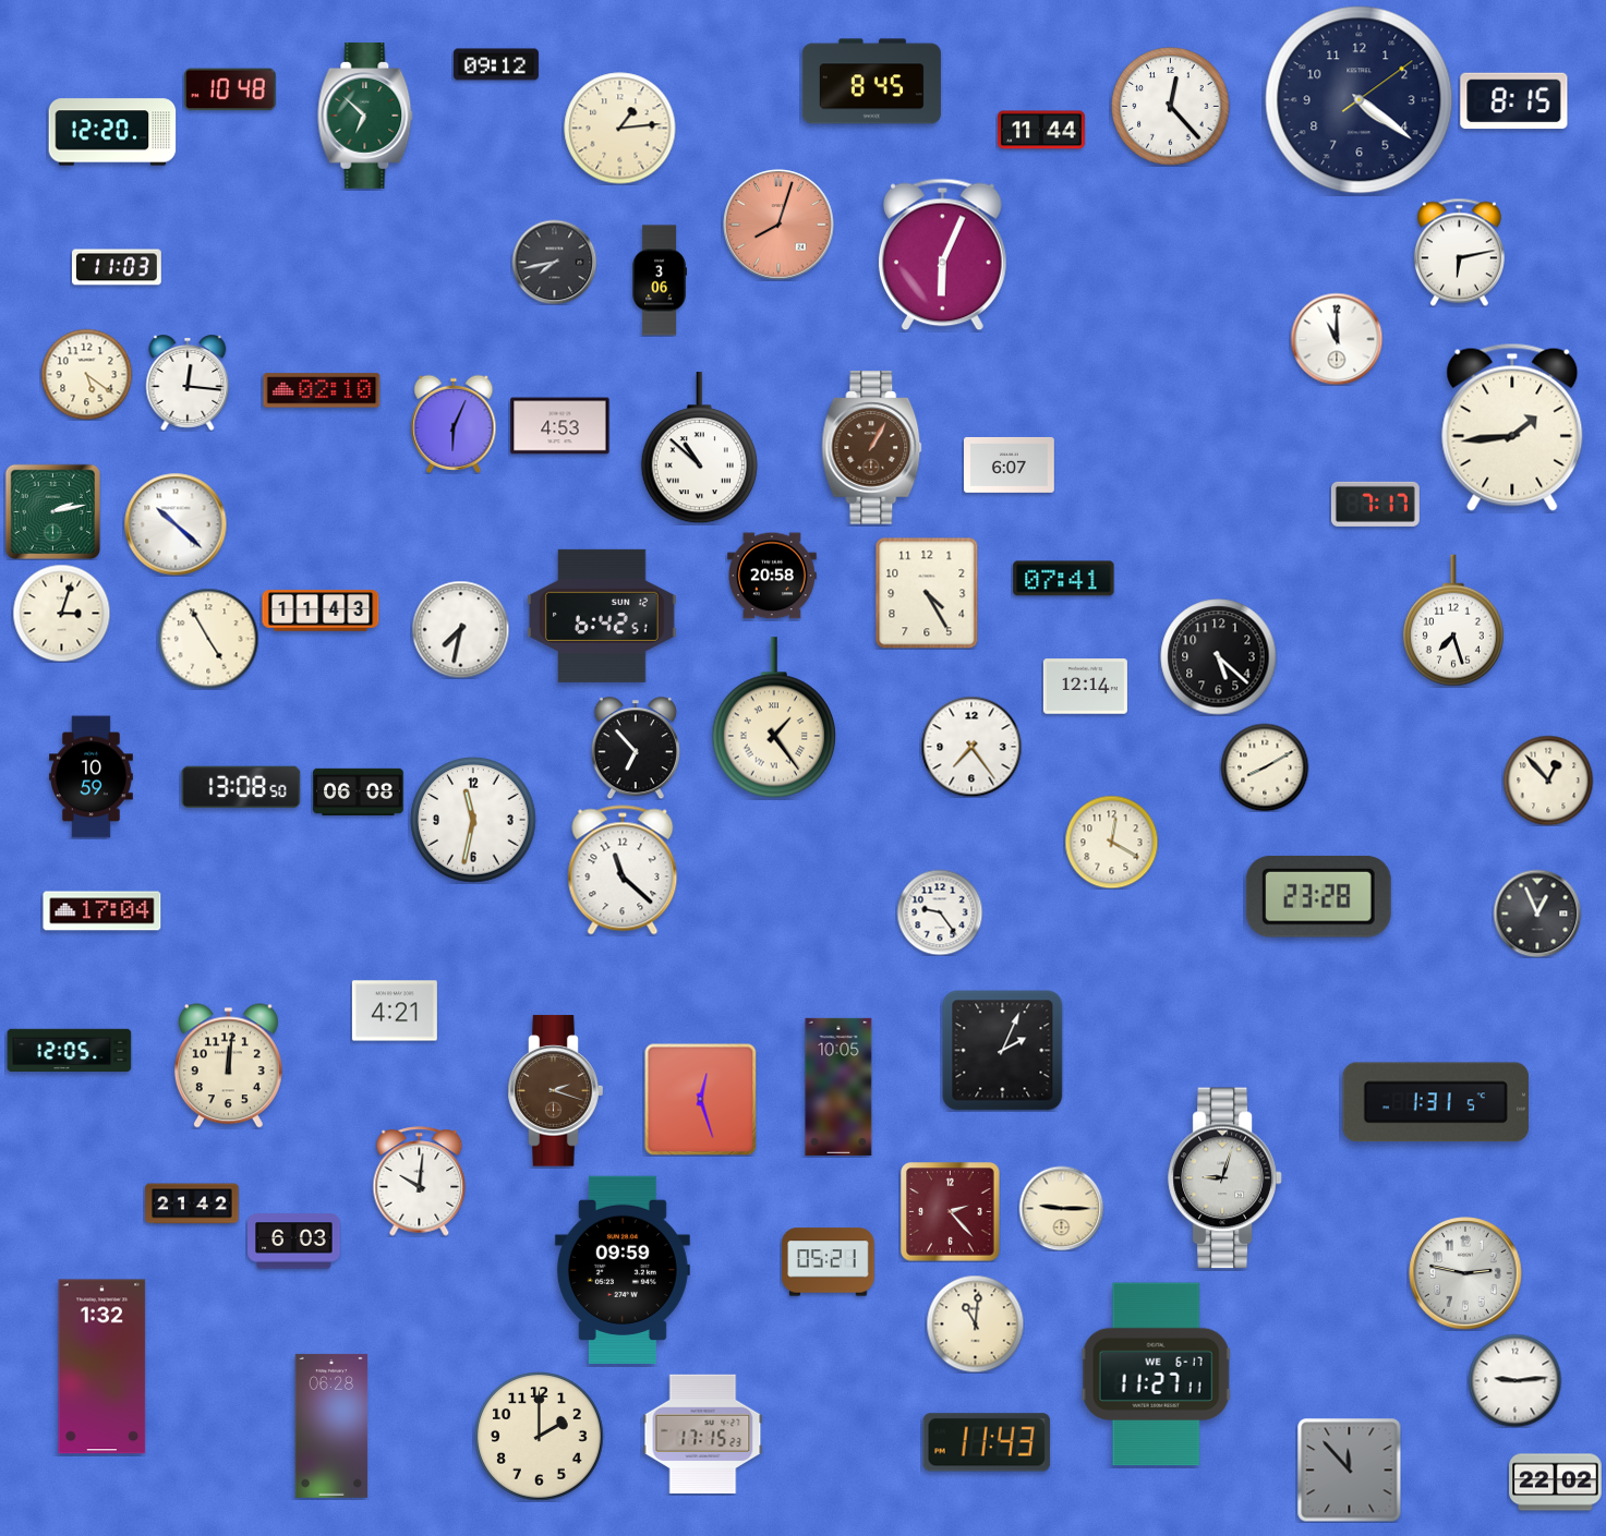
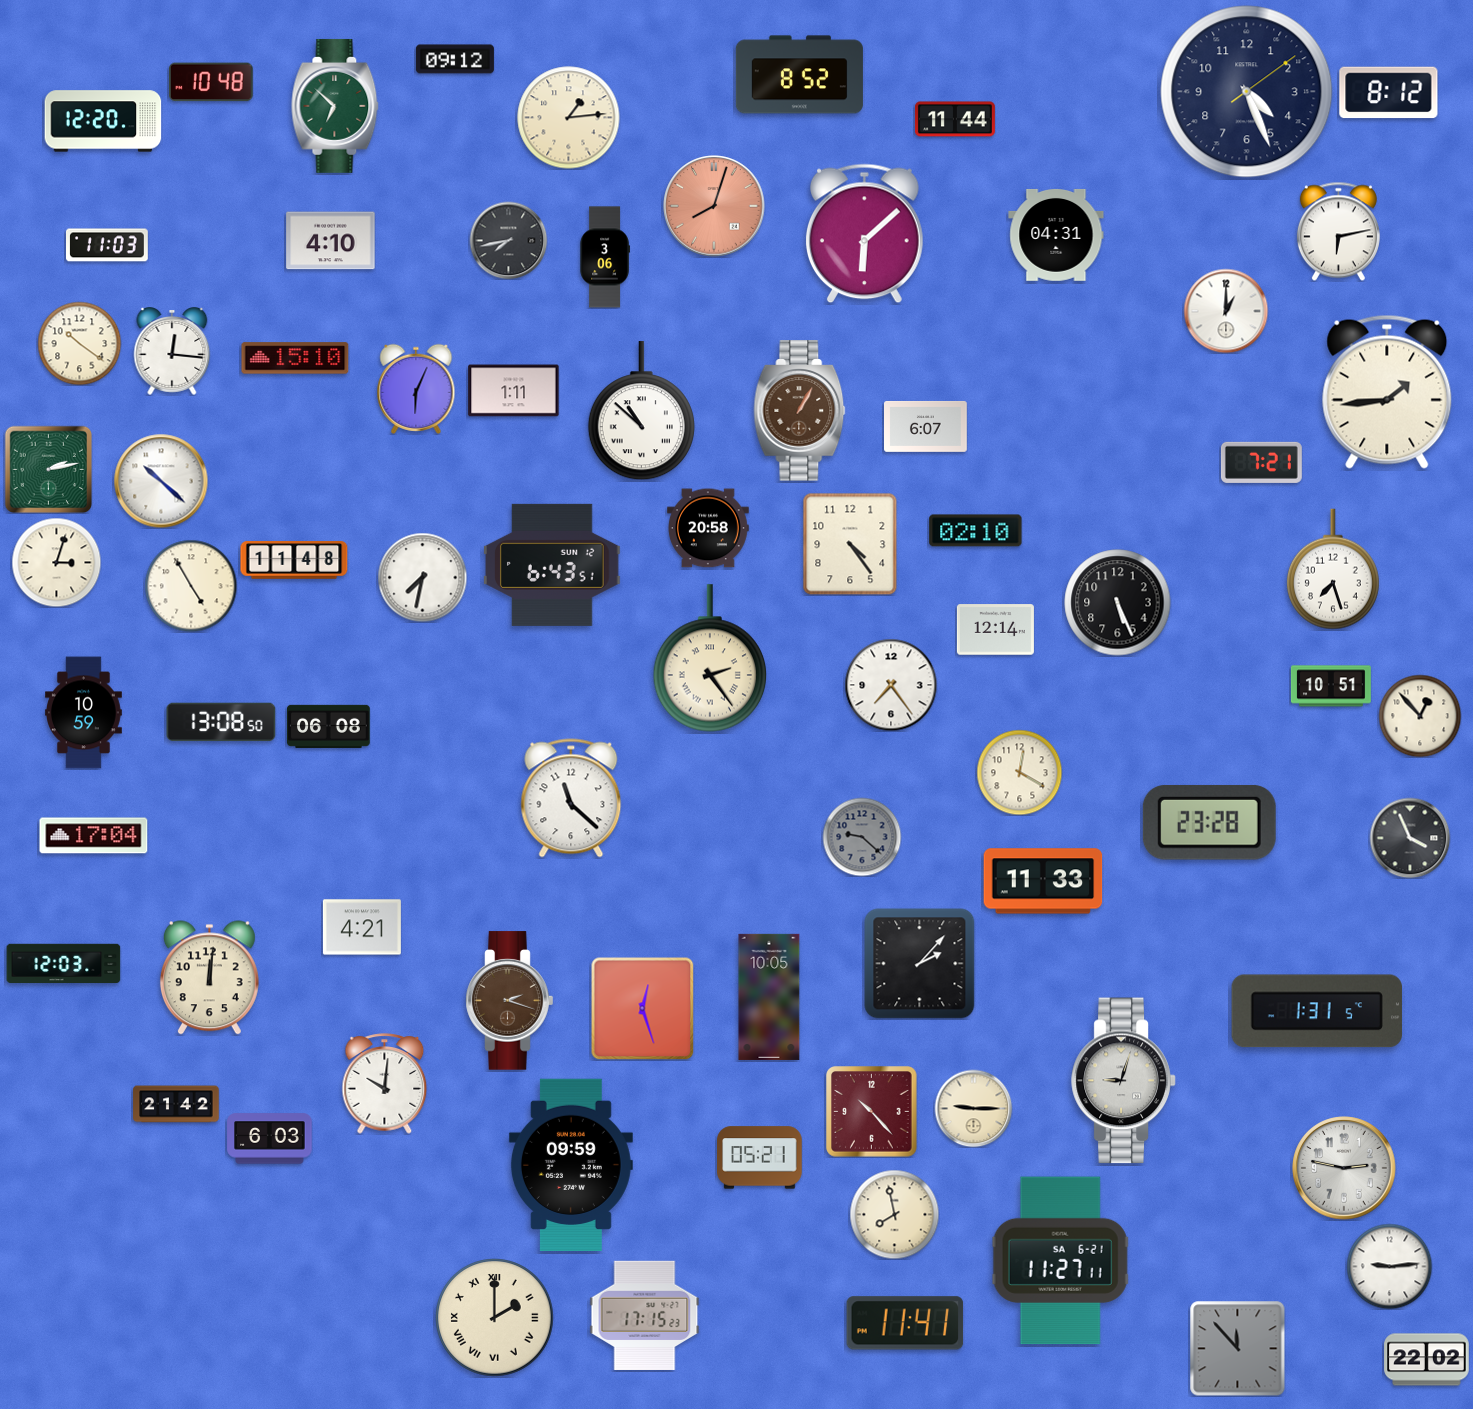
clock at (871, 82): 8:45 -> 8:52
clock at (1360, 100): 4:21 -> 4:26
clock at (1514, 101): 8:15 -> 8:12
clock at (1171, 107): 12:23 -> none
clock at (942, 255): 6:04 -> 6:08
clock at (1056, 235): none -> 04:31
clock at (331, 241): none -> 4:10
clock at (1337, 339): 11:00 -> 1:00
clock at (86, 374): 5:21 -> 10:21
clock at (322, 390): 02:10 -> 15:10
clock at (560, 426): 4:53 -> 1:11
clock at (1375, 504): 7:17 -> 7:21
clock at (1064, 579): 07:41 -> 02:10
clock at (927, 593): 4:25 -> 4:24
clock at (321, 610): 11:43 -> 11:48
clock at (602, 616): 6:42 -> 6:43
clock at (1219, 657): 5:22 -> 5:26
clock at (773, 717): 1:24 -> 2:24
clock at (636, 748): 6:53 -> none
clock at (1331, 686): none -> 10:51
clock at (1265, 767): 8:10 -> none
clock at (473, 820): 11:32 -> none
clock at (940, 912): 9:24 -> 9:22
clock at (940, 912) dial: white -> grey
clock at (1537, 914): 12:56 -> 3:56
clock at (1043, 881): none -> 11:33
clock at (70, 1051): 12:05 -> 12:03
clock at (1003, 1051): 2:04 -> 2:07
clock at (951, 1212): 2:23 -> 10:23
clock at (975, 1323): 11:01 -> 7:58
clock at (102, 1367): 1:32 -> none
clock at (1157, 1375) date: WE 6-17 -> SA 6-21
clock at (331, 1426): 06:28 -> none
clock at (540, 1437) numerals: Arabic -> Roman
clock at (987, 1442): 11:43 -> 11:41
